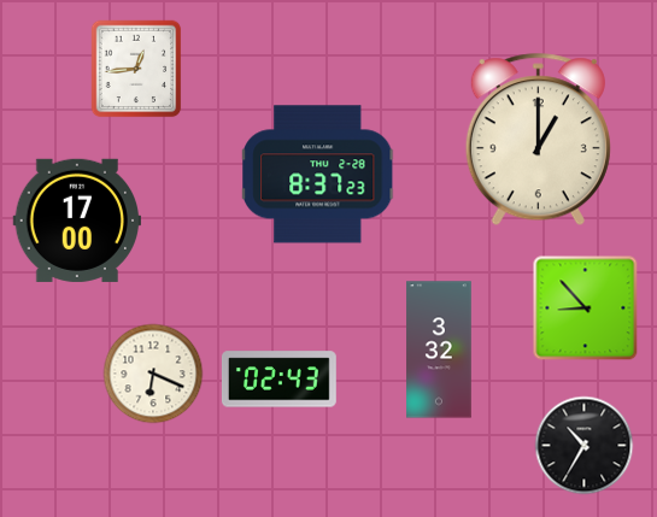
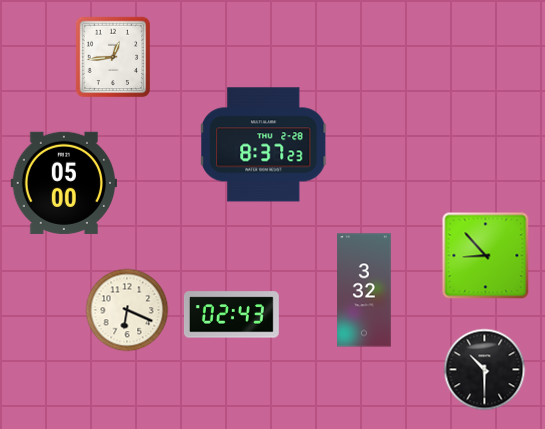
clock at (538, 140): 1:00 -> none
clock at (76, 221): 17:00 -> 05:00
clock at (585, 446): 10:35 -> 10:30
